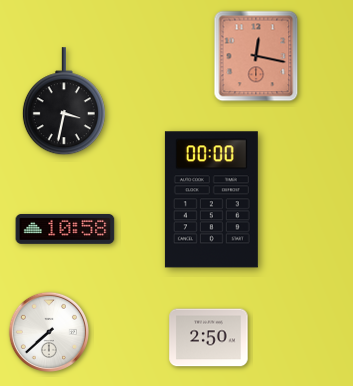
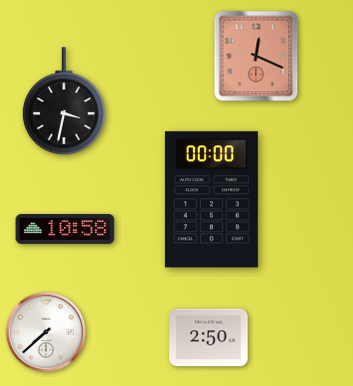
clock at (256, 56): 12:17 -> 12:19
clock at (49, 332) position: (49, 332) -> (46, 332)
